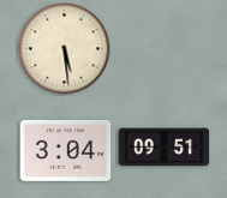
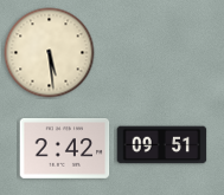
clock at (65, 49) position: (65, 49) -> (50, 53)
clock at (66, 150): 3:04 -> 2:42
